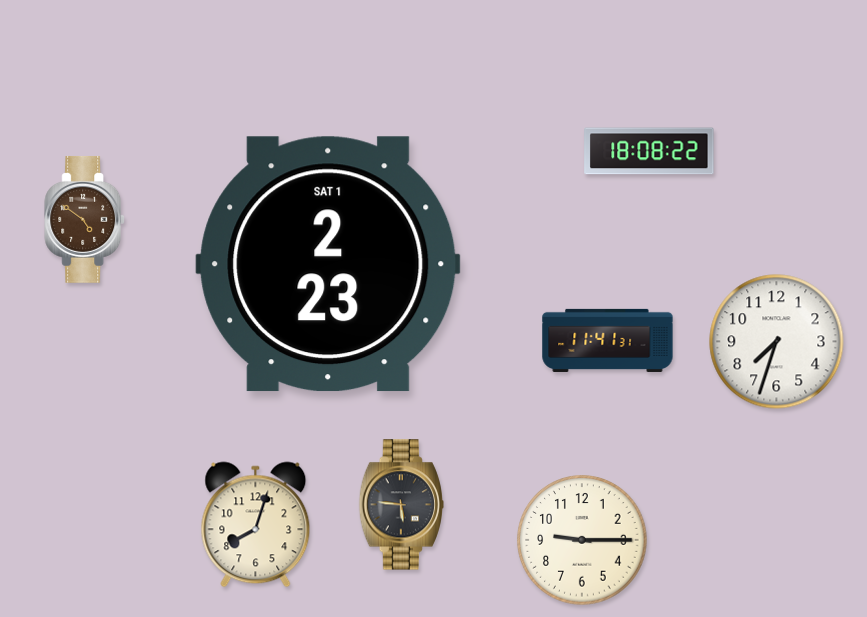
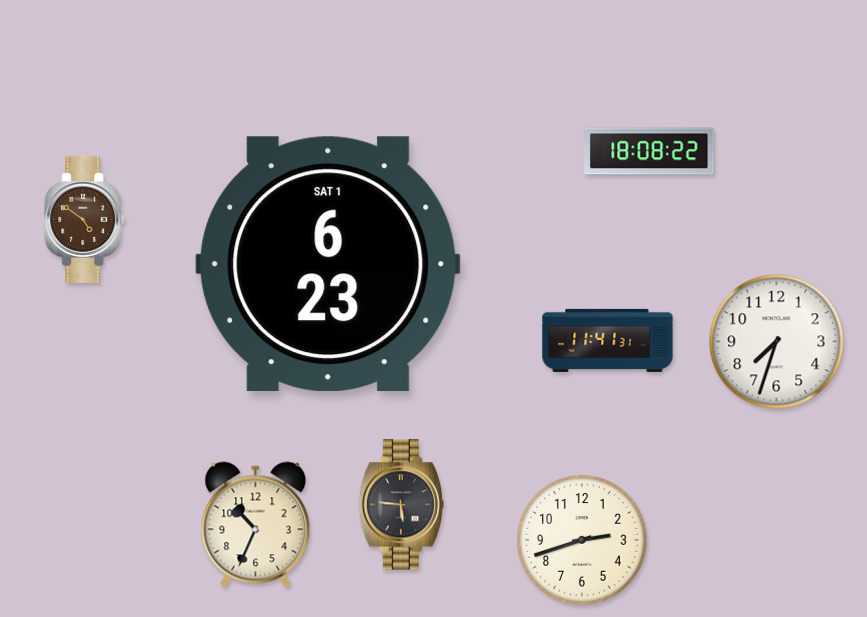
clock at (328, 264): 2:23 -> 6:23
clock at (256, 525): 8:03 -> 10:34
clock at (582, 540): 9:15 -> 2:42
